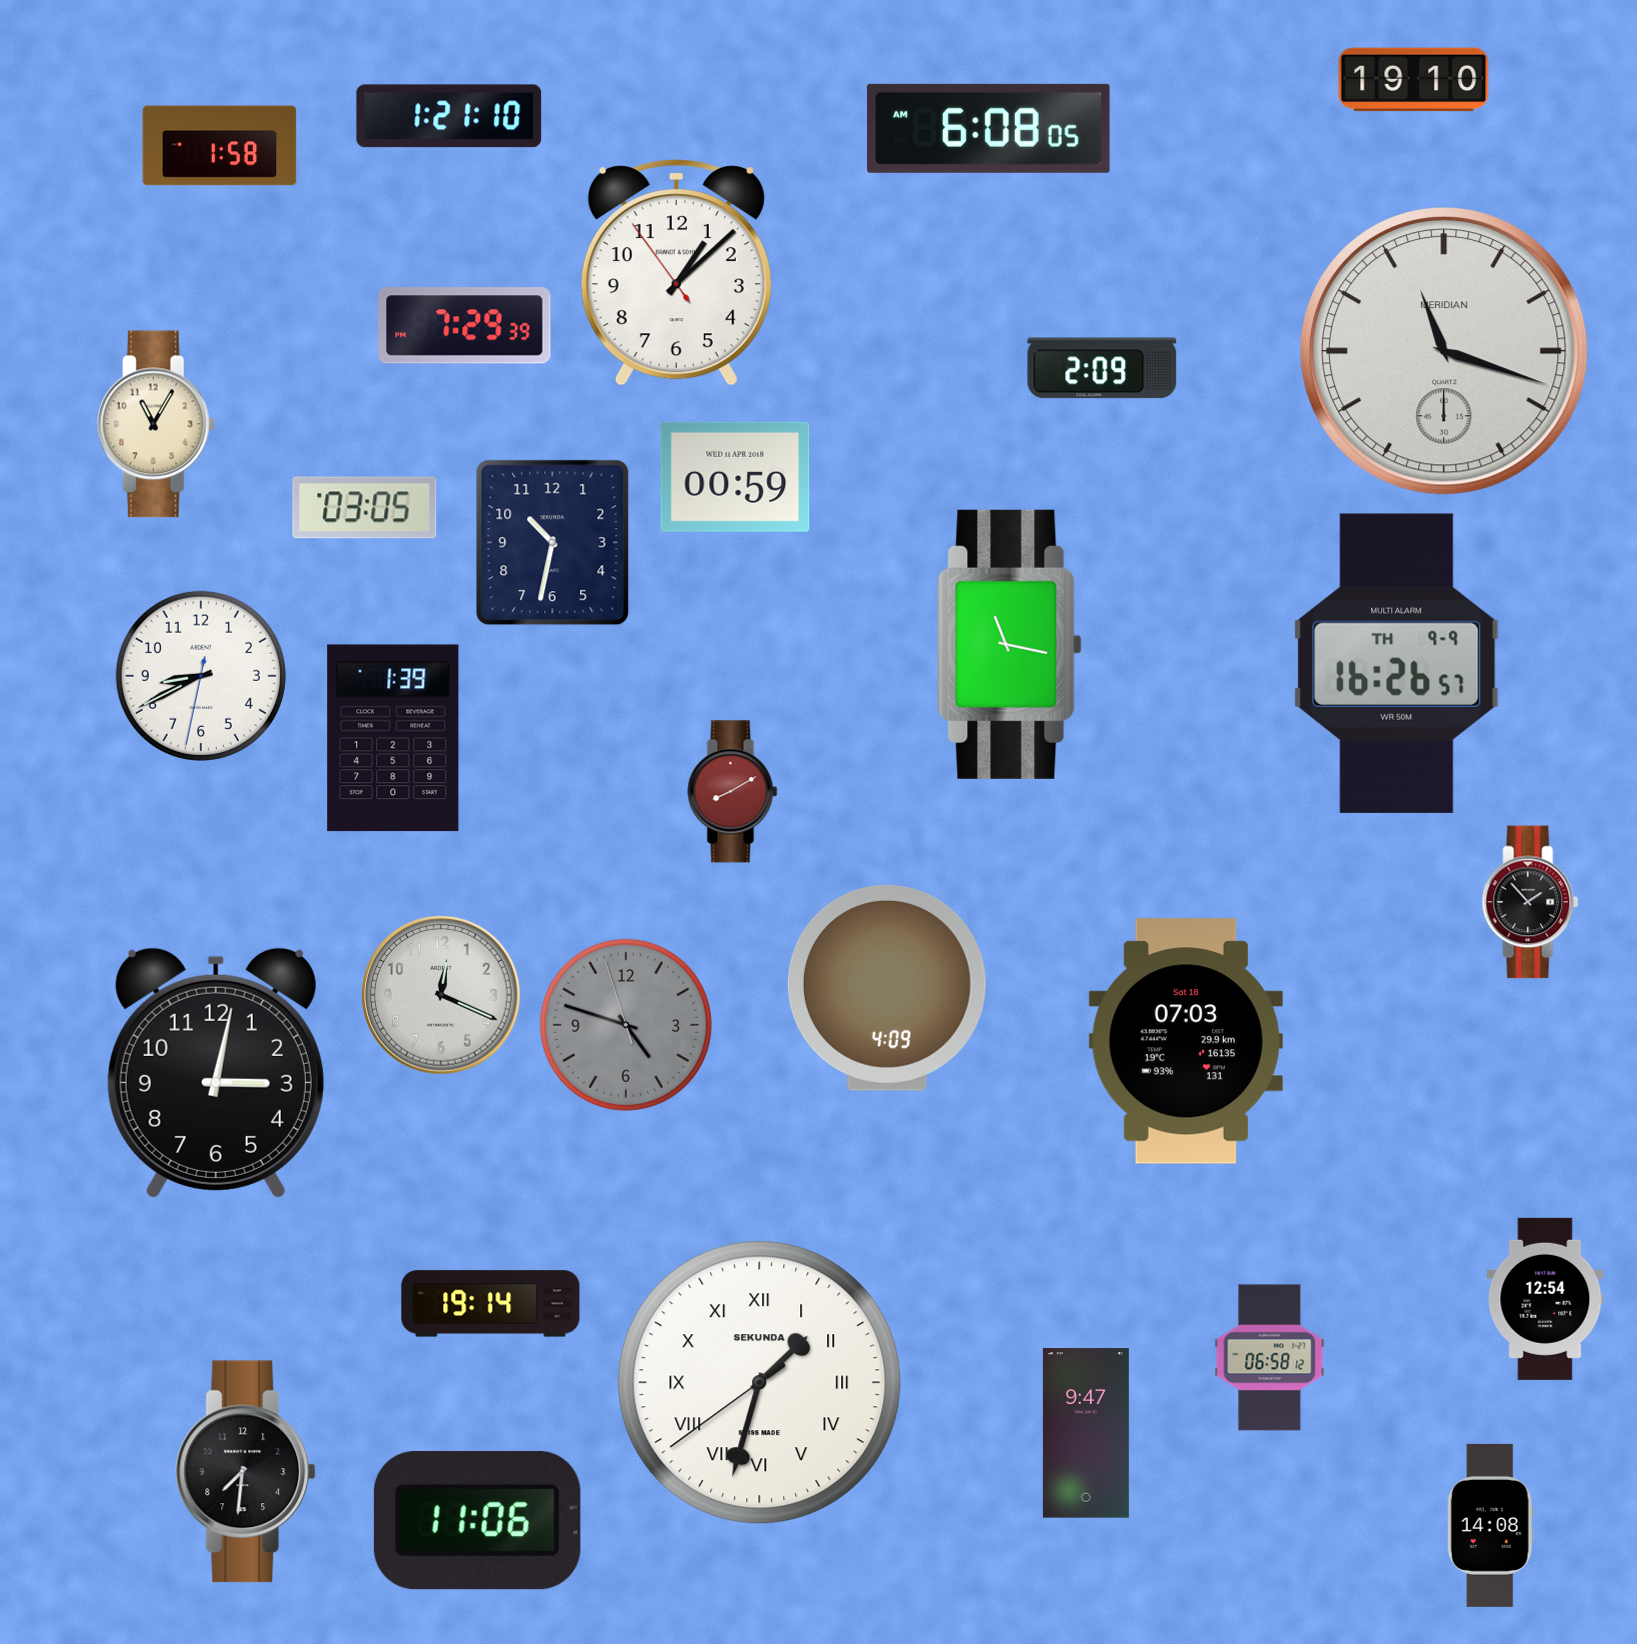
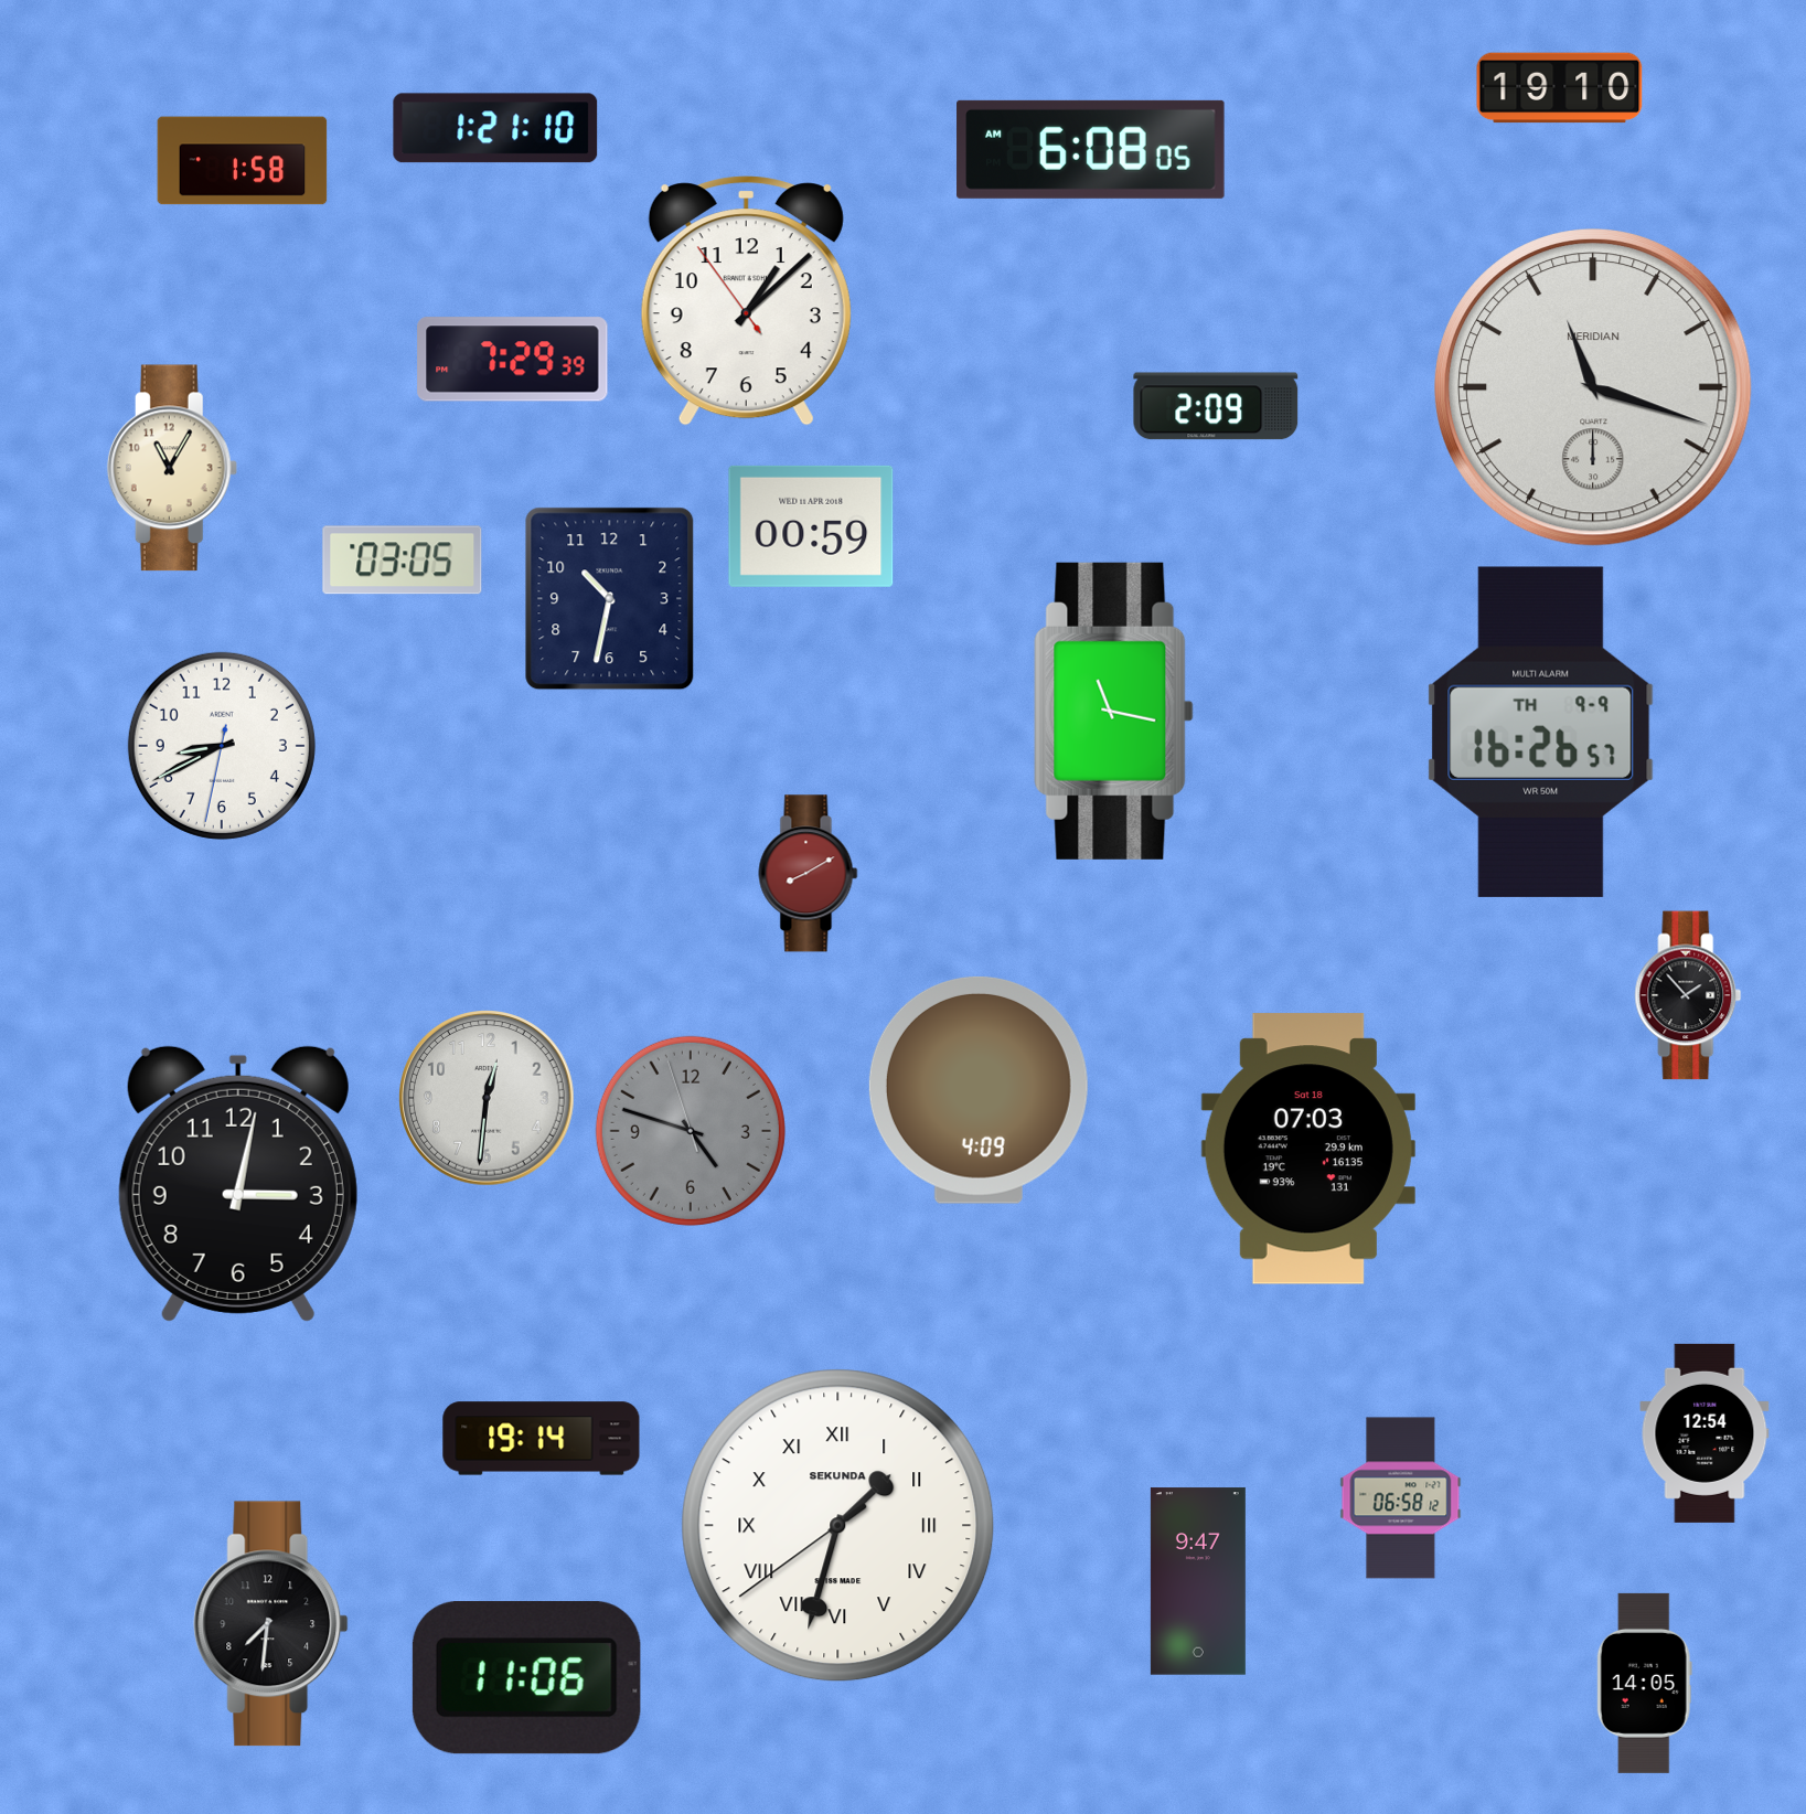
clock at (989, 128) position: (989, 128) -> (1091, 149)
clock at (393, 738): 1:39 -> none
clock at (442, 996): 12:19 -> 12:31
clock at (1490, 1525): 14:08 -> 14:05
